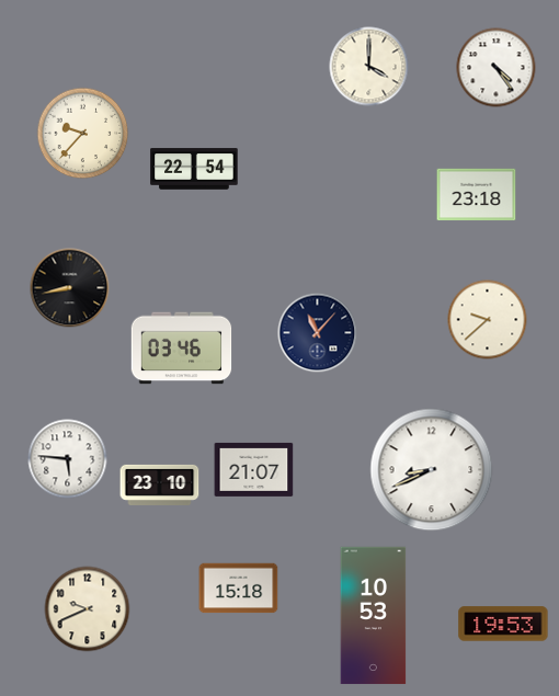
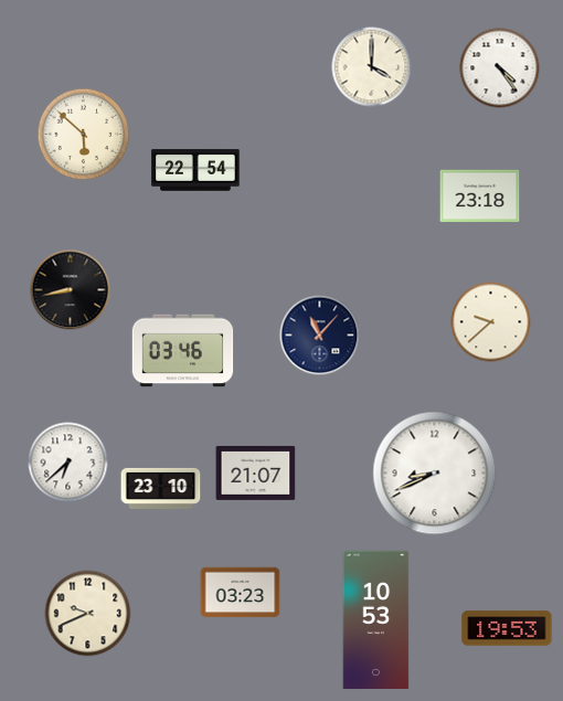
clock at (83, 134): 9:37 -> 5:52
clock at (68, 459): 5:46 -> 6:38
clock at (239, 589): 15:18 -> 03:23
